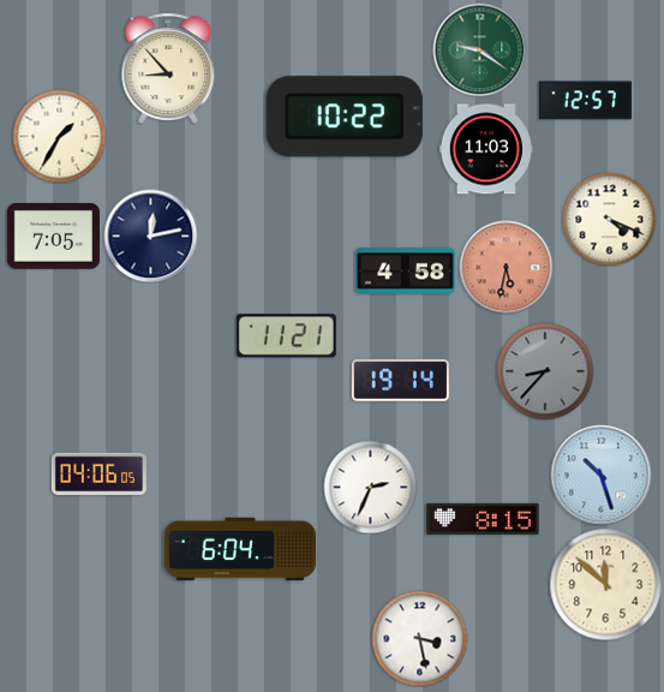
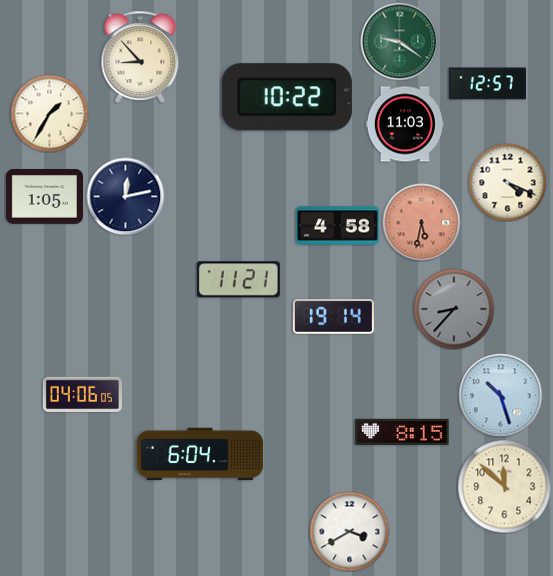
clock at (53, 237): 7:05 -> 1:05
clock at (370, 487): 2:34 -> none
clock at (240, 549) position: (240, 549) -> (200, 454)
clock at (419, 638): 3:28 -> 3:40
